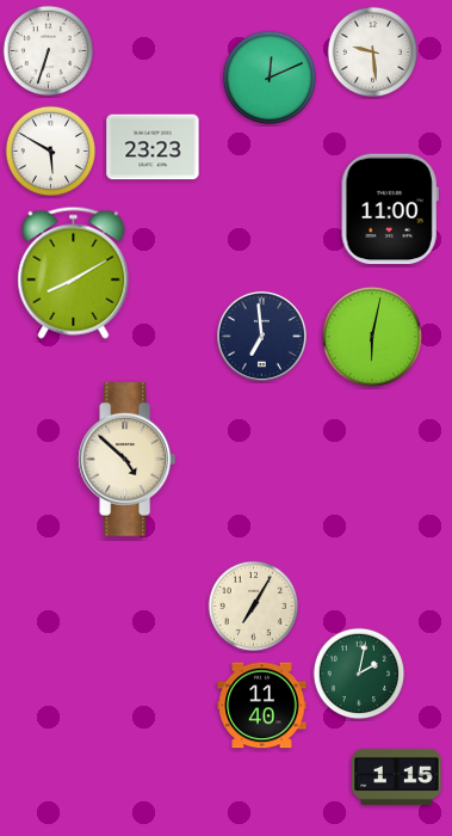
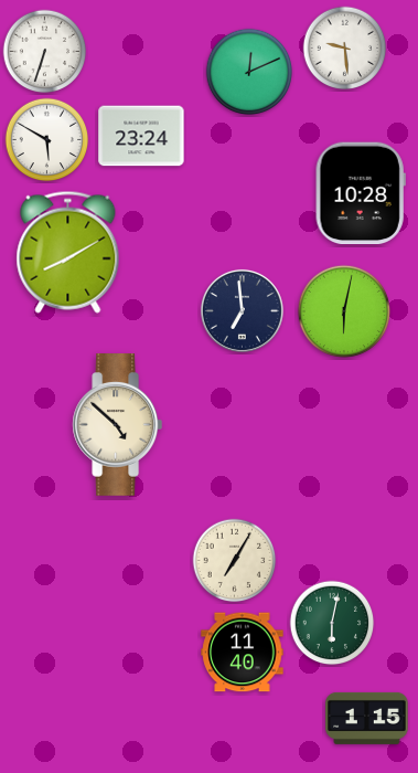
clock at (49, 51) position: (49, 51) -> (45, 52)
clock at (153, 147): 23:23 -> 23:24
clock at (390, 209): 11:00 -> 10:28
clock at (359, 674): 2:02 -> 6:02
